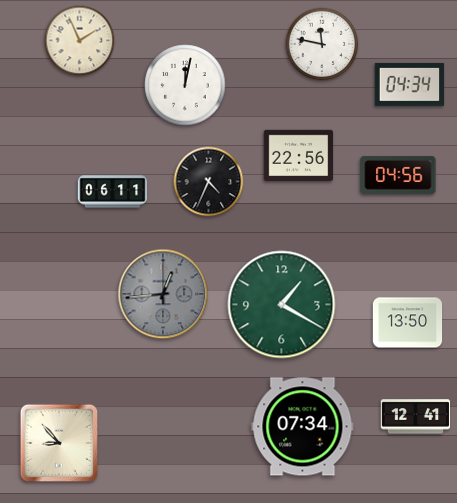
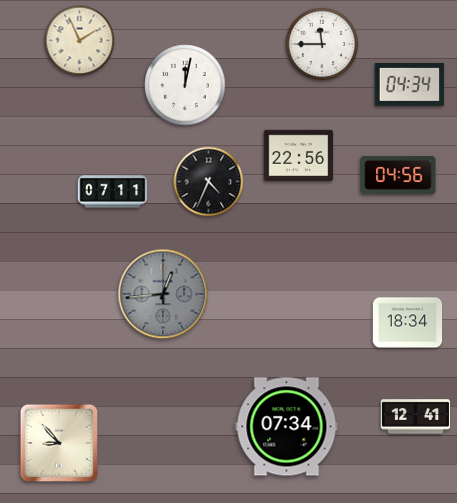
clock at (322, 44): 11:47 -> 11:45
clock at (113, 192): 06:11 -> 07:11
clock at (282, 305): 1:20 -> none
clock at (408, 323): 13:50 -> 18:34
clock at (303, 427) position: (303, 427) -> (287, 427)
